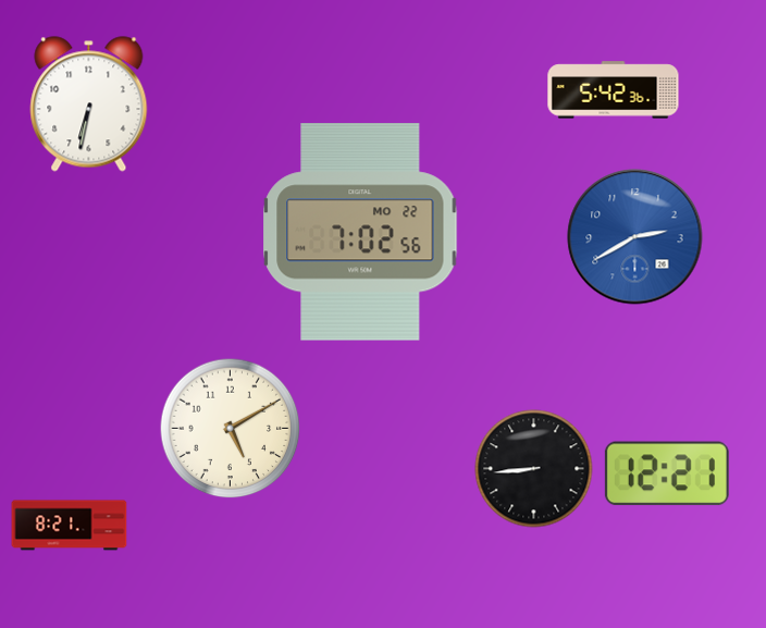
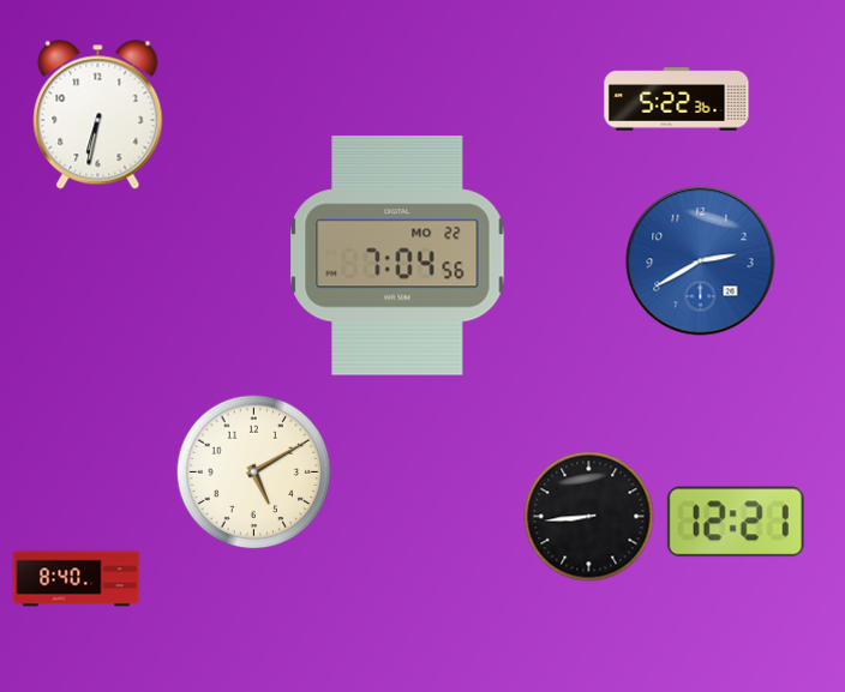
clock at (614, 90): 5:42 -> 5:22
clock at (360, 232): 7:02 -> 7:04
clock at (70, 526): 8:21 -> 8:40
